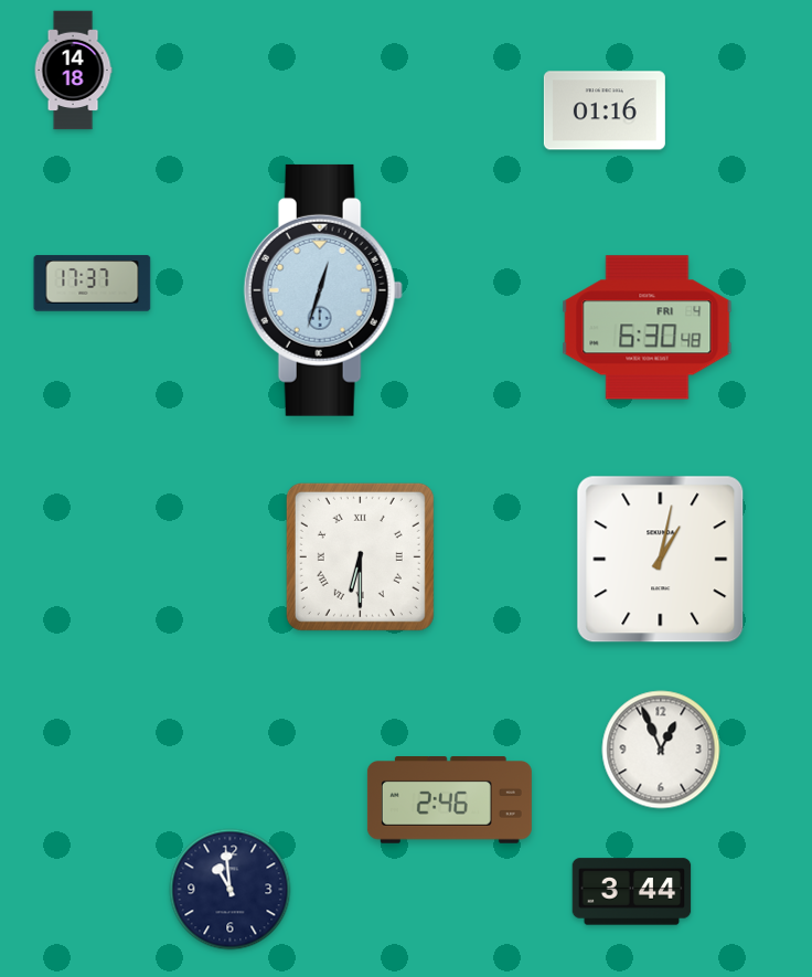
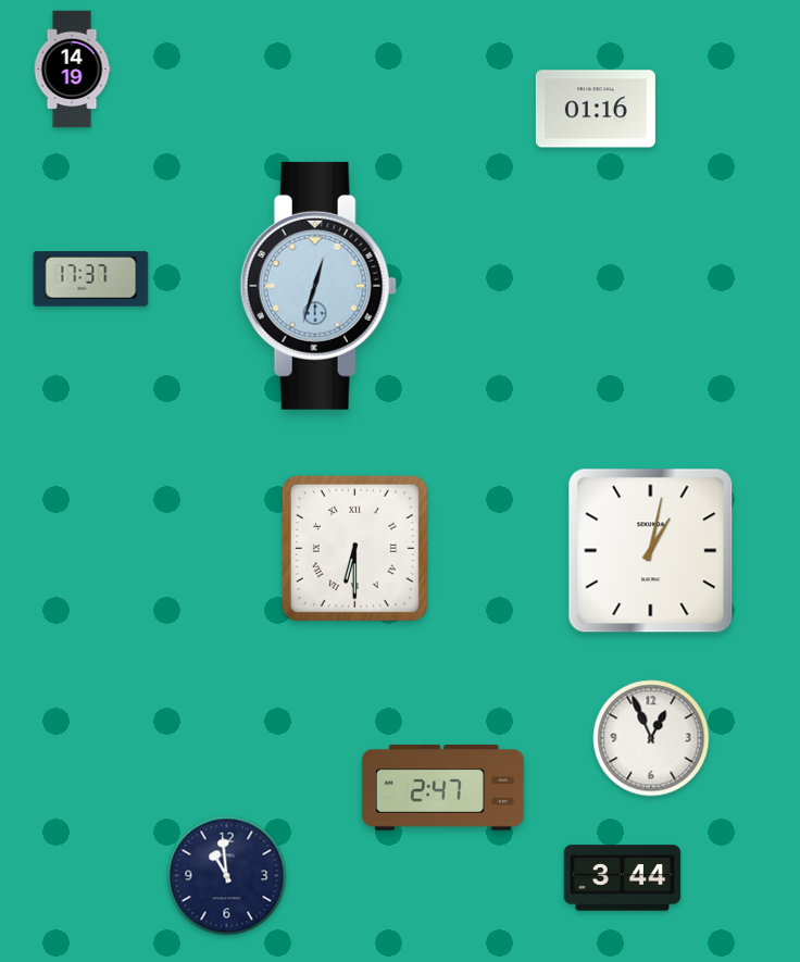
clock at (73, 71): 14:18 -> 14:19
clock at (648, 328): 6:30 -> none
clock at (449, 800): 2:46 -> 2:47
